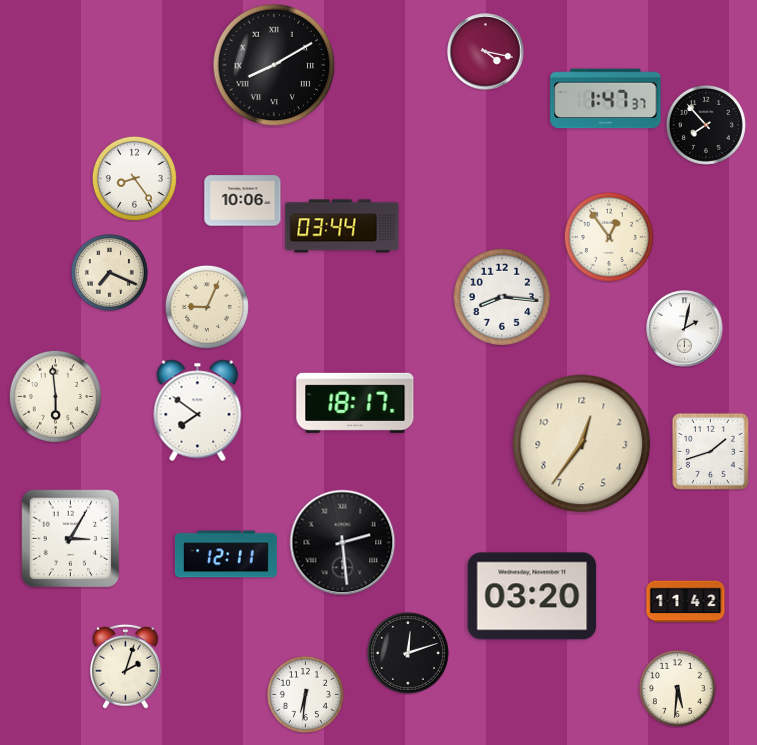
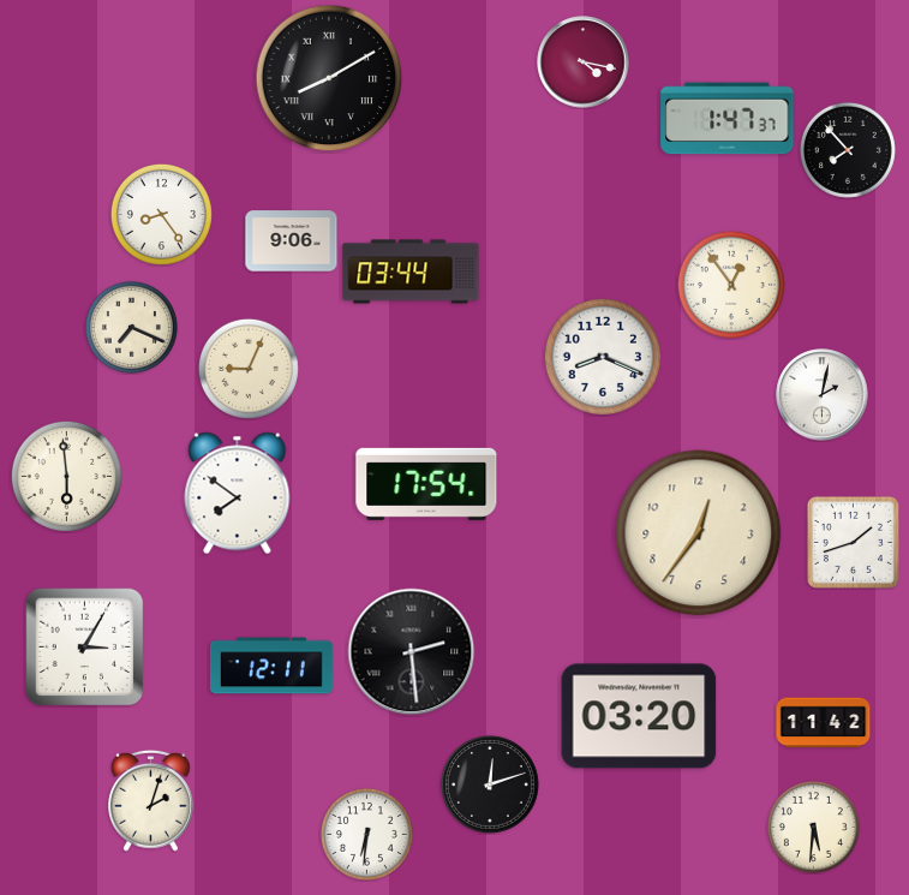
clock at (243, 201): 10:06 -> 9:06
clock at (502, 297): 8:16 -> 8:19
clock at (355, 403): 18:17 -> 17:54
